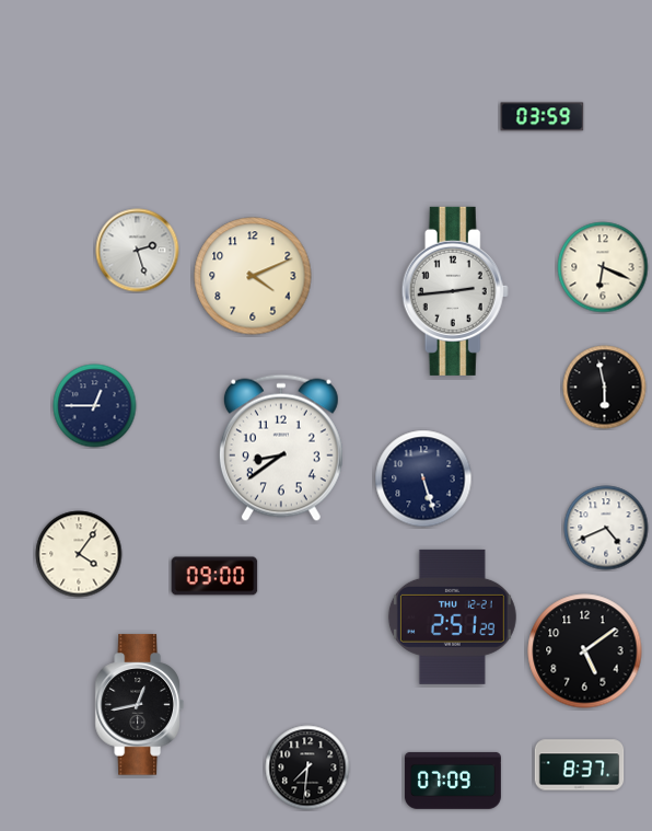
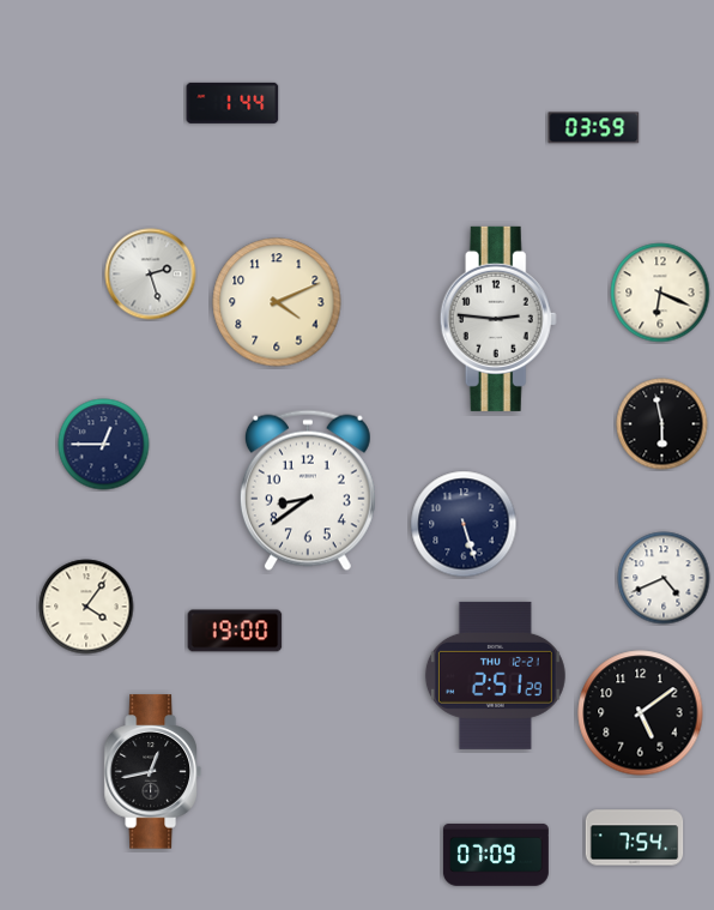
clock at (232, 103): none -> 1:44
clock at (455, 291): 2:44 -> 2:46
clock at (214, 576): 09:00 -> 19:00
clock at (580, 765): 8:37 -> 7:54
clock at (307, 767): 7:31 -> none
